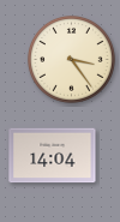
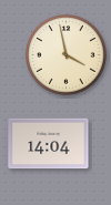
clock at (72, 60): 3:24 -> 3:58
